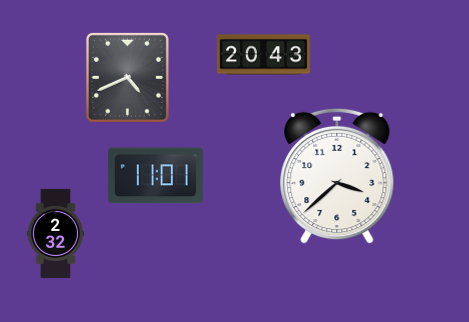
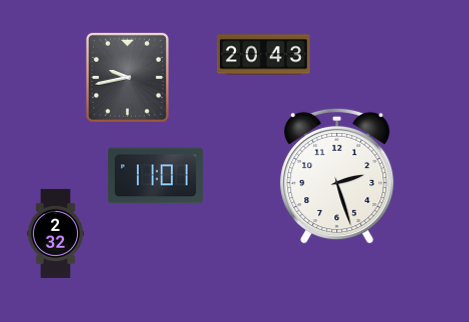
clock at (127, 77): 4:41 -> 9:43
clock at (337, 176): 3:38 -> 2:27
